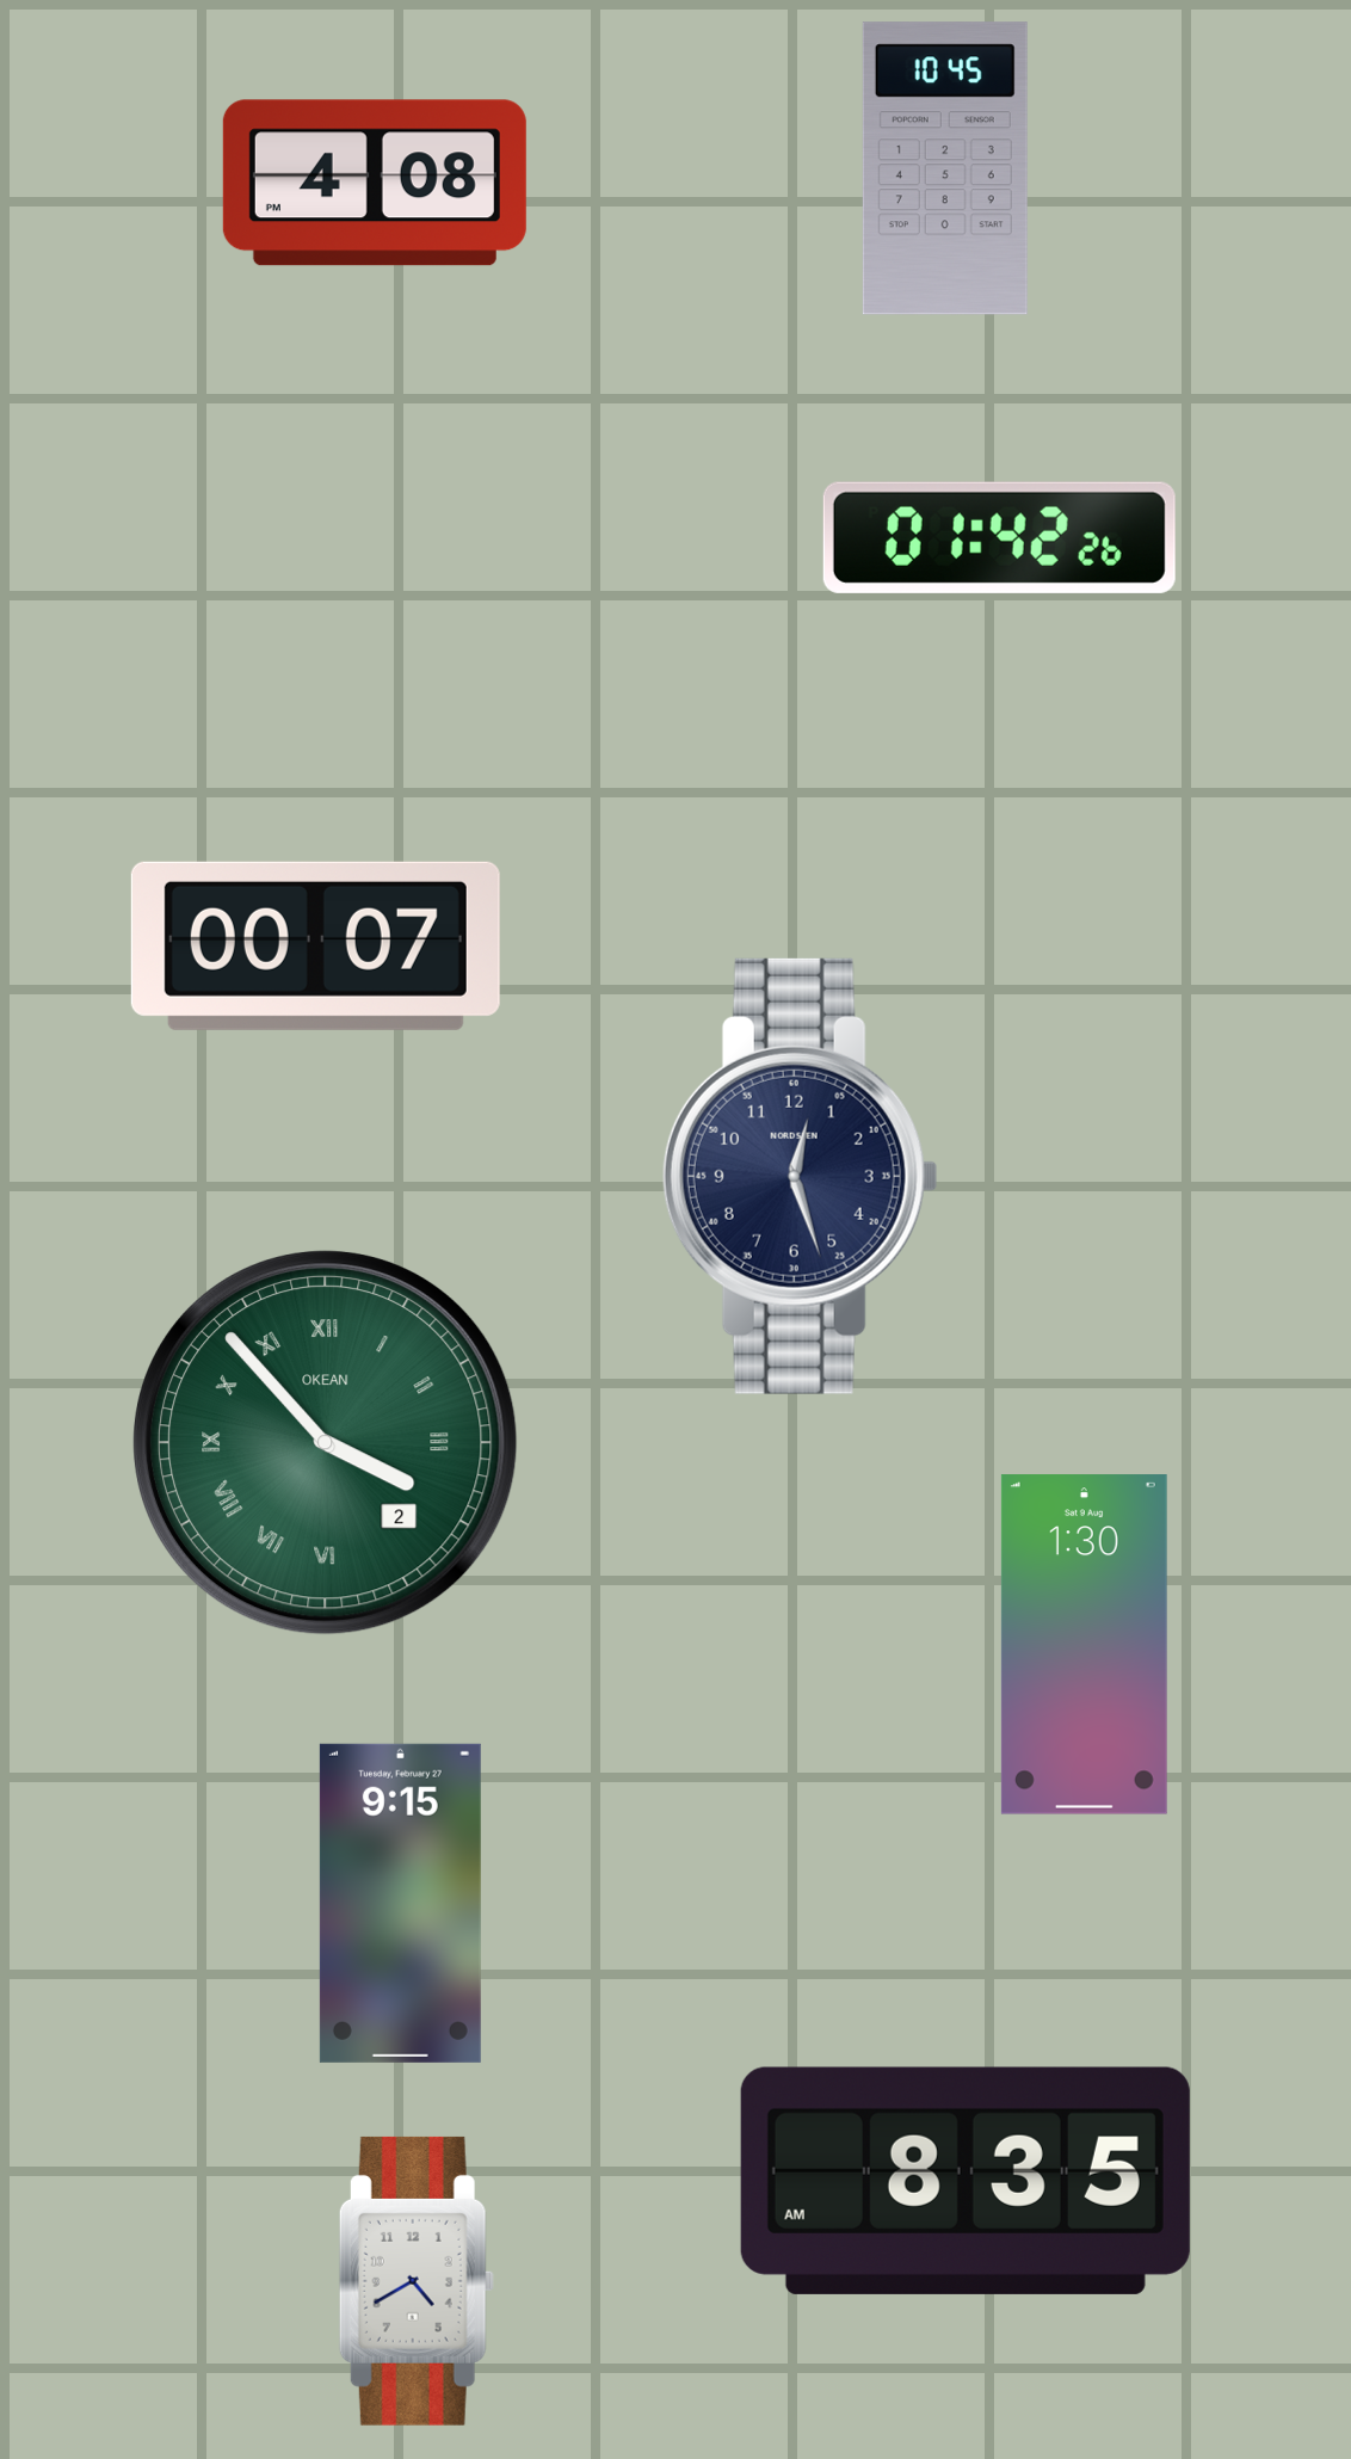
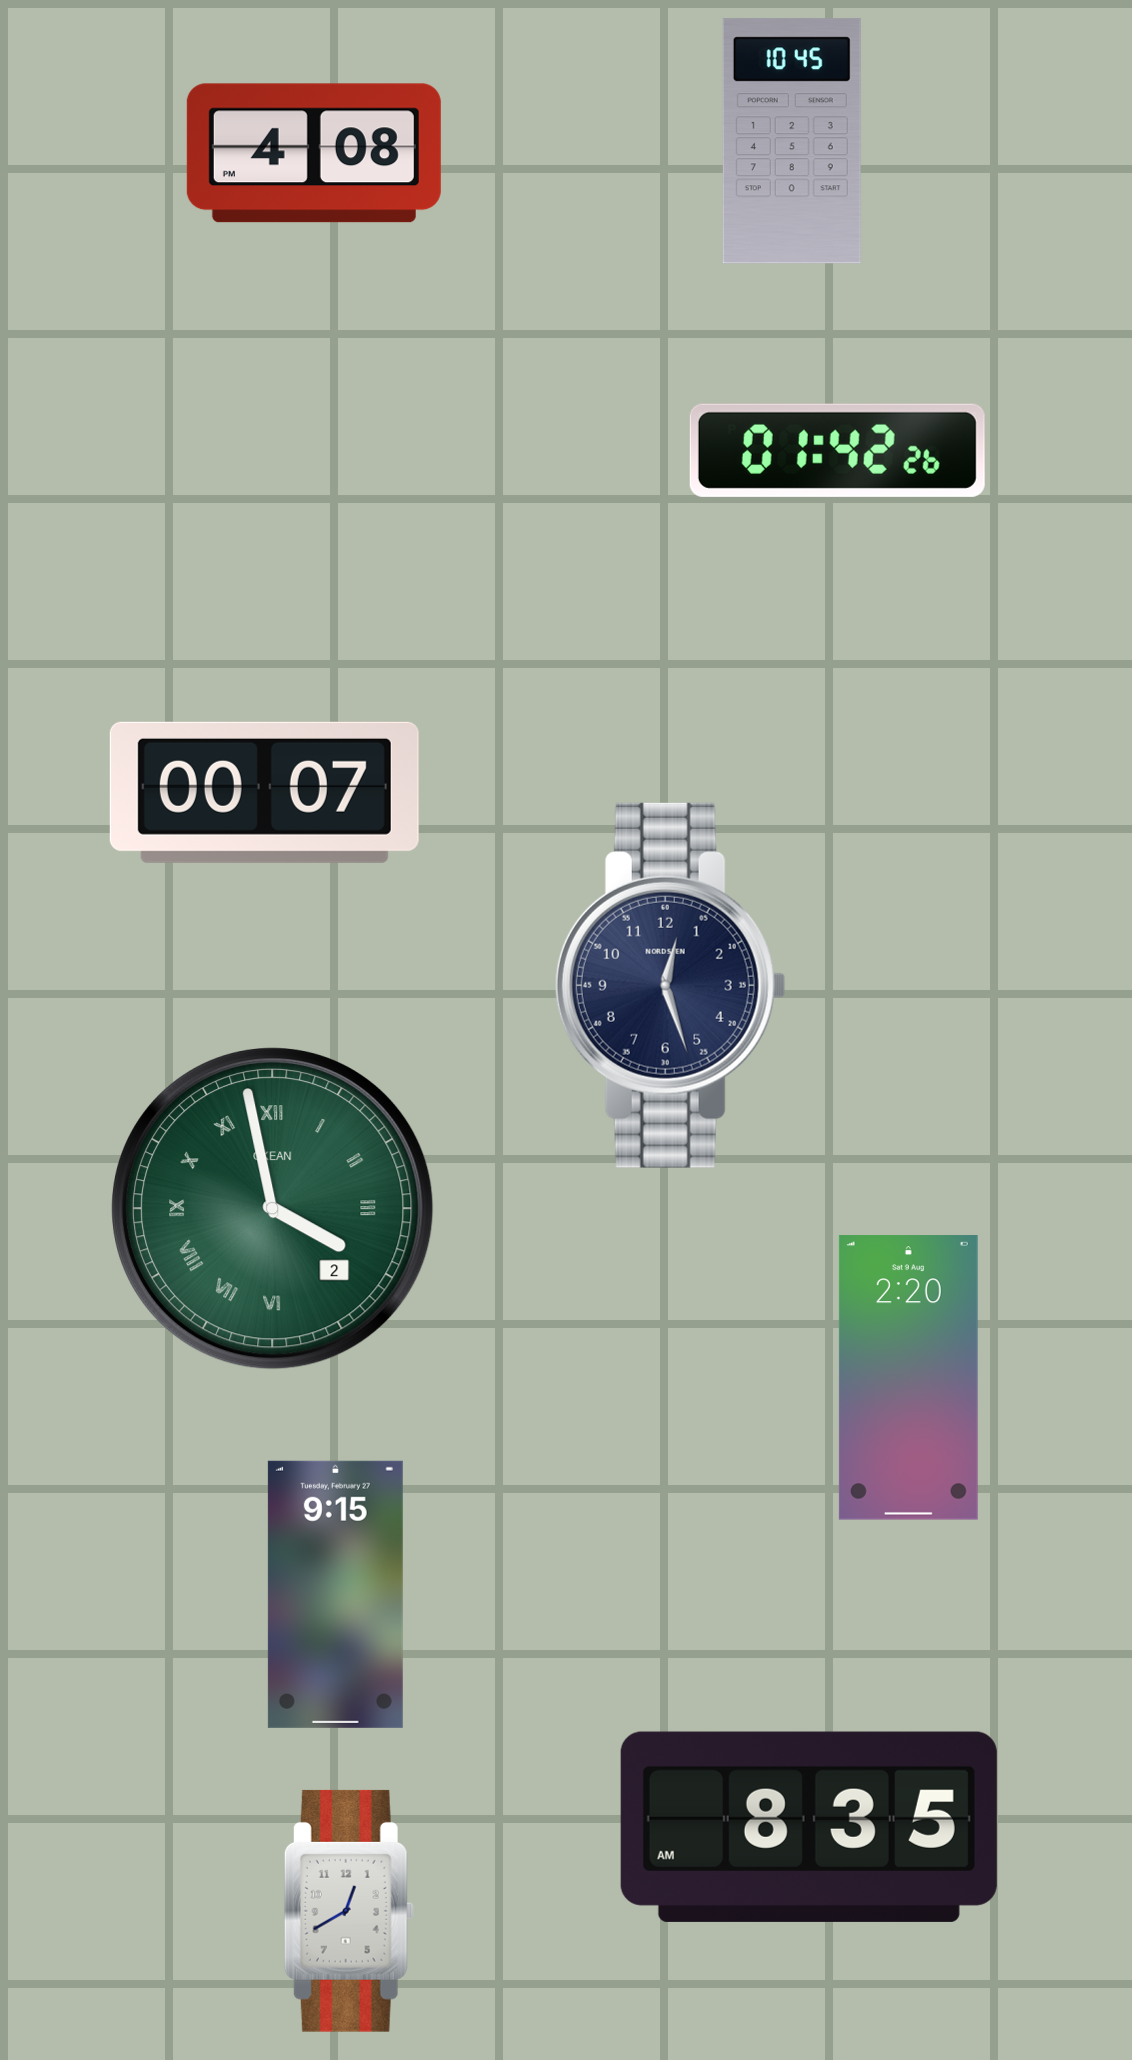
clock at (326, 1443): 3:53 -> 3:58
clock at (1084, 1645): 1:30 -> 2:20
clock at (417, 2281): 4:40 -> 12:40
